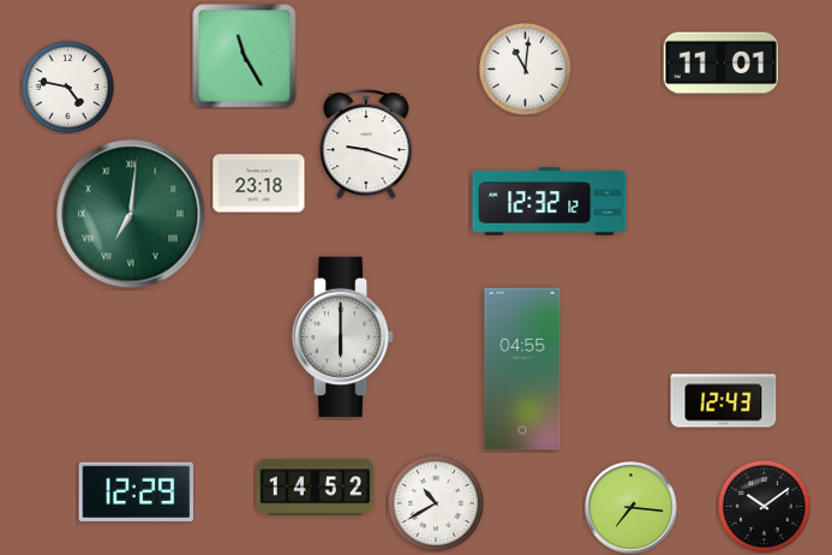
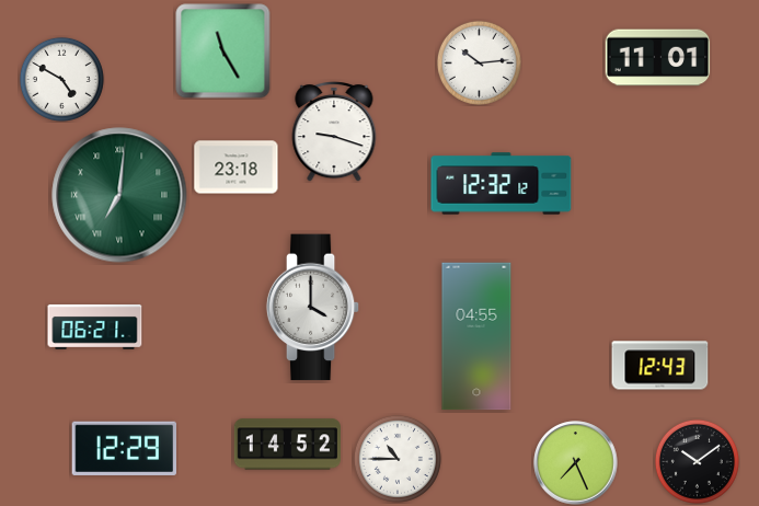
clock at (525, 68): 11:01 -> 10:14
clock at (67, 86): 4:47 -> 4:50
clock at (343, 338): 6:00 -> 4:00
clock at (95, 326): none -> 06:21
clock at (436, 503): 10:40 -> 10:45
clock at (632, 508): 7:16 -> 7:26
